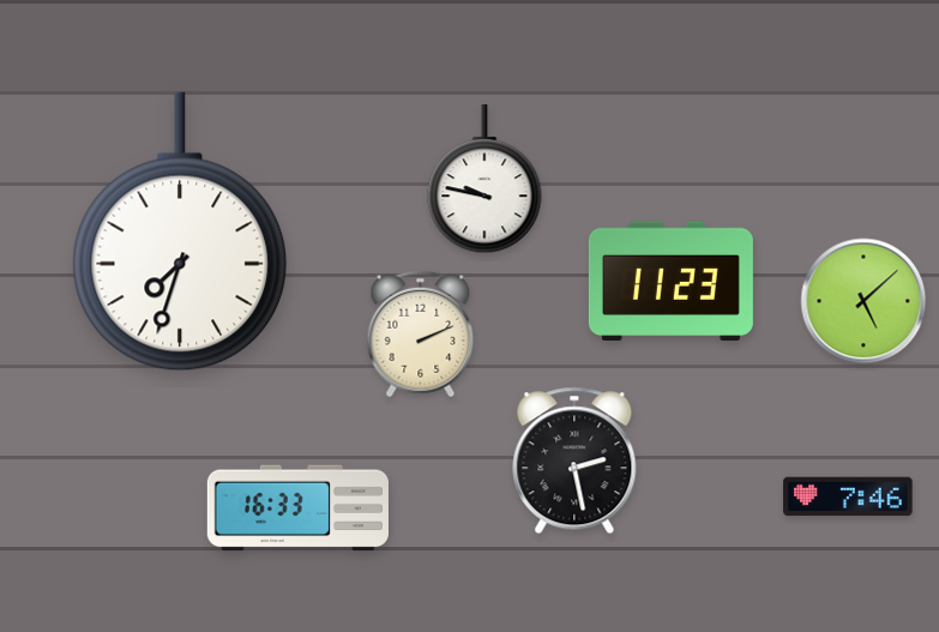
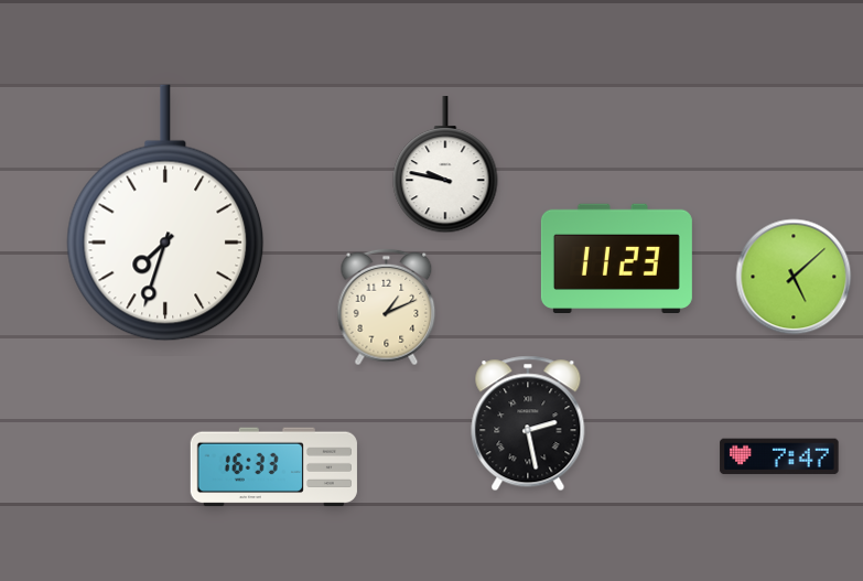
clock at (421, 335): 2:11 -> 1:11
clock at (848, 496): 7:46 -> 7:47
